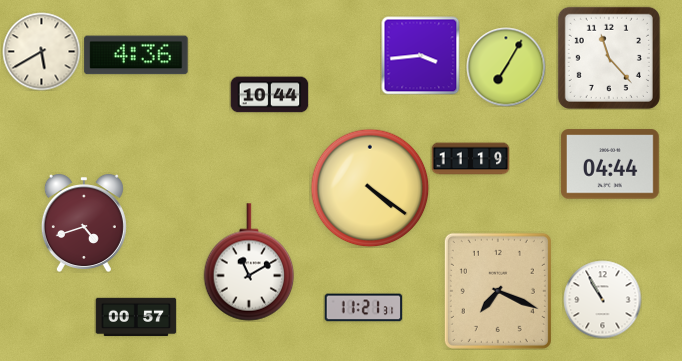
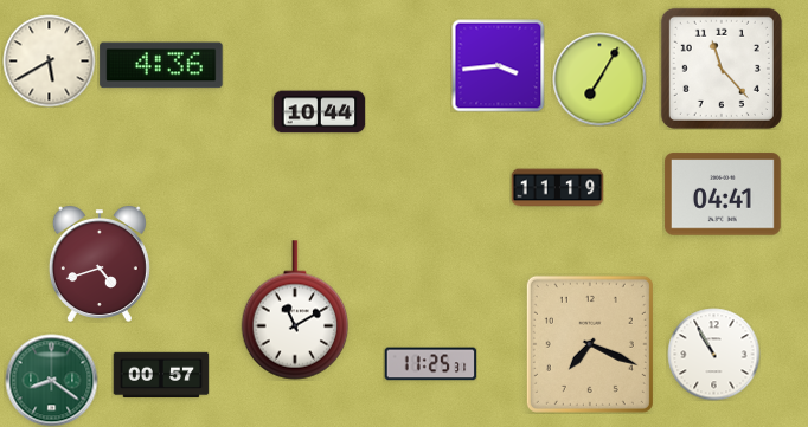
clock at (611, 164): 04:44 -> 04:41
clock at (370, 188): 4:21 -> none
clock at (363, 308): 11:21 -> 11:25
clock at (51, 380): none -> 8:21
